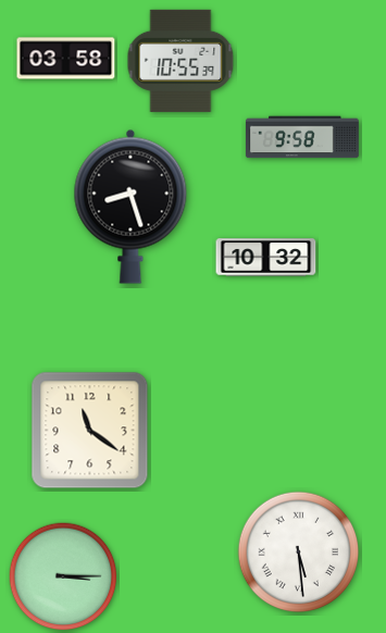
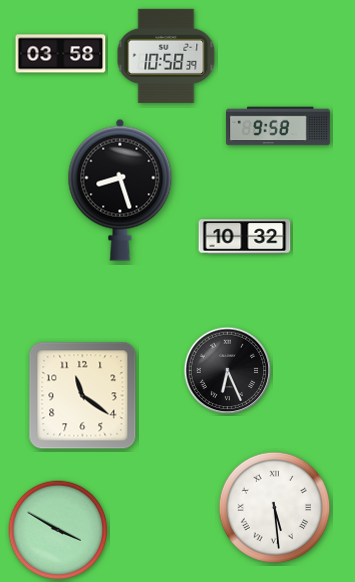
clock at (180, 61): 10:55 -> 10:58
clock at (228, 371): none -> 6:26
clock at (63, 576): 3:15 -> 3:50
